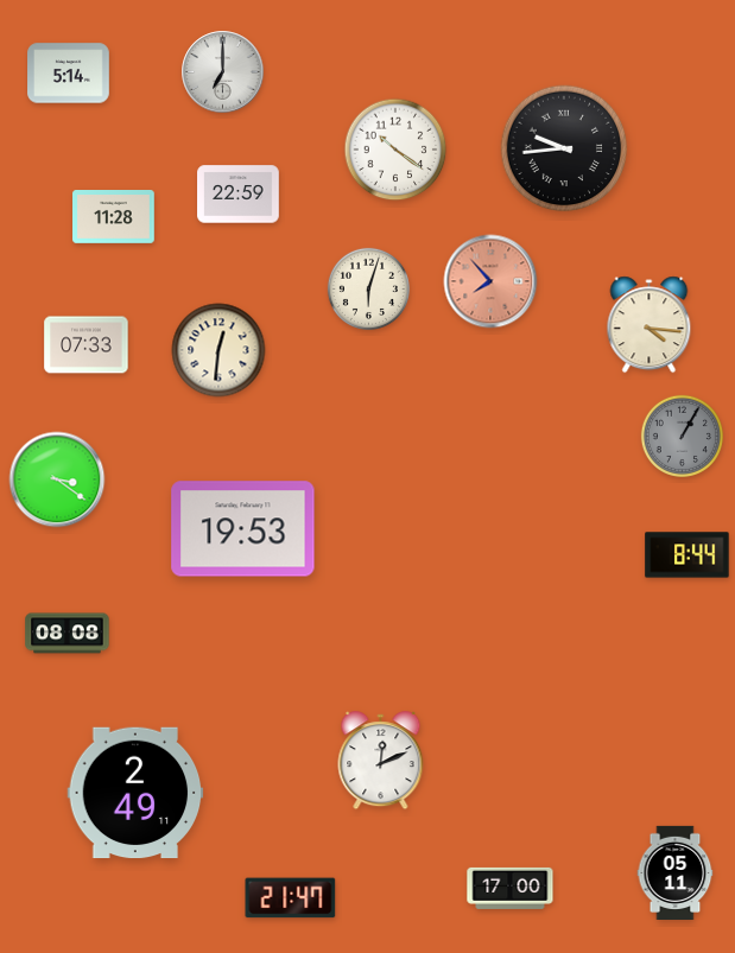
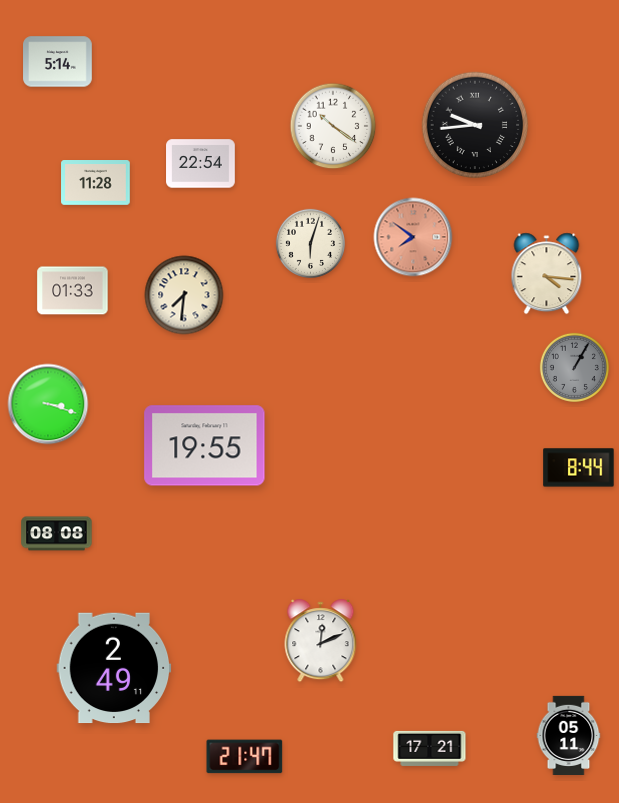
clock at (223, 72): 7:00 -> none
clock at (239, 195): 22:59 -> 22:54
clock at (490, 281): 7:53 -> 7:51
clock at (87, 345): 07:33 -> 01:33
clock at (218, 350): 12:31 -> 7:31
clock at (57, 479): 3:21 -> 3:18
clock at (243, 529): 19:53 -> 19:55
clock at (511, 888): 17:00 -> 17:21
